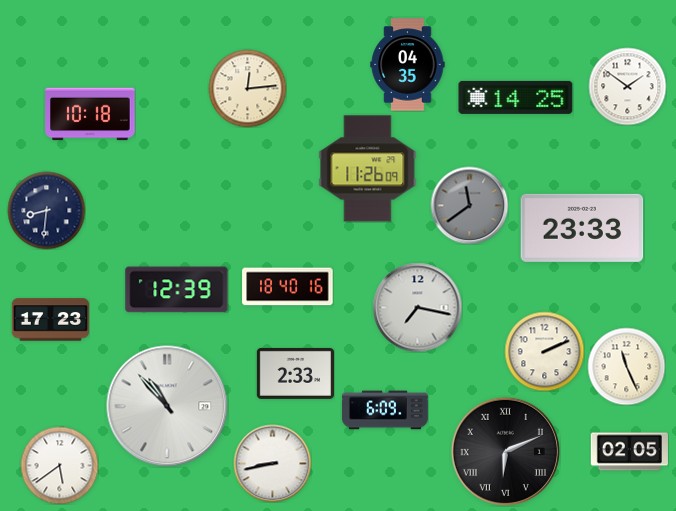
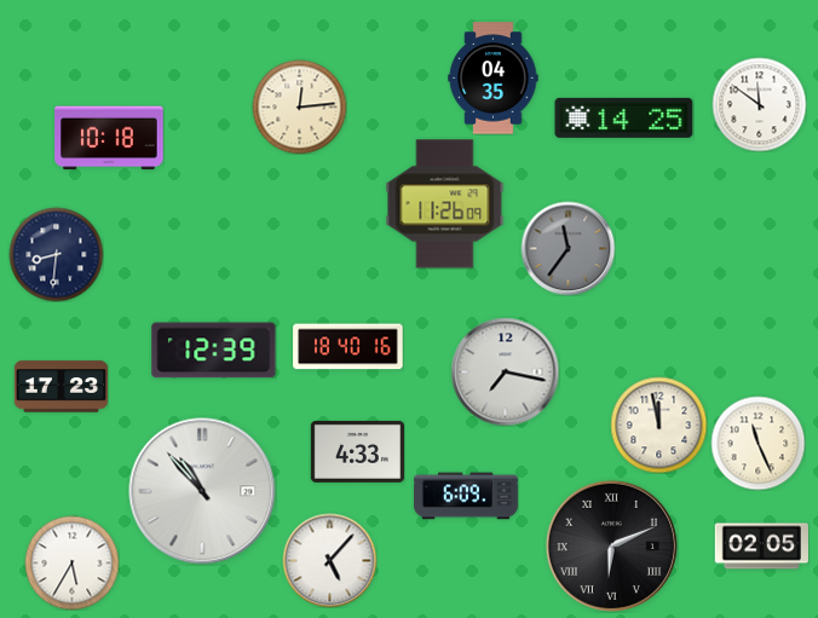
clock at (627, 86): 1:51 -> 11:51
clock at (469, 205): 11:39 -> 11:36
clock at (582, 228): 23:33 -> none
clock at (544, 351): 2:11 -> 11:58
clock at (295, 373): 2:33 -> 4:33
clock at (272, 463): 8:43 -> 5:07
clock at (59, 465): 5:39 -> 5:35
